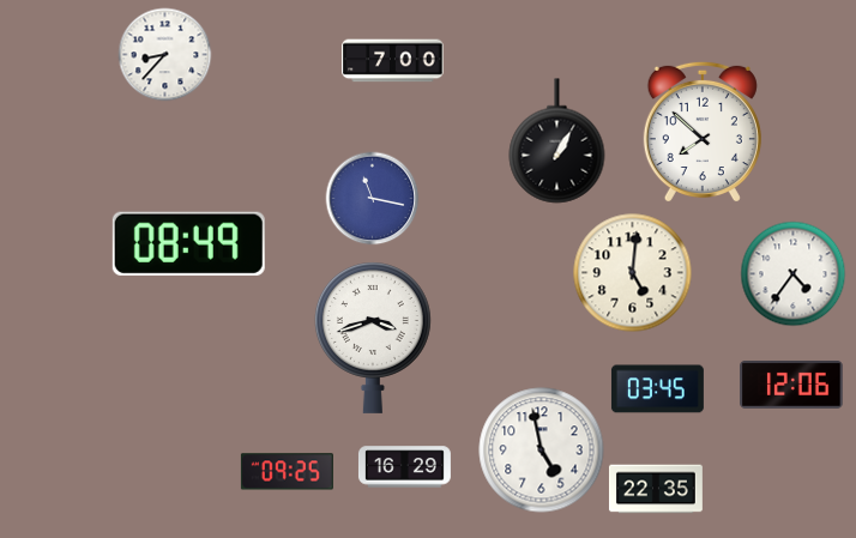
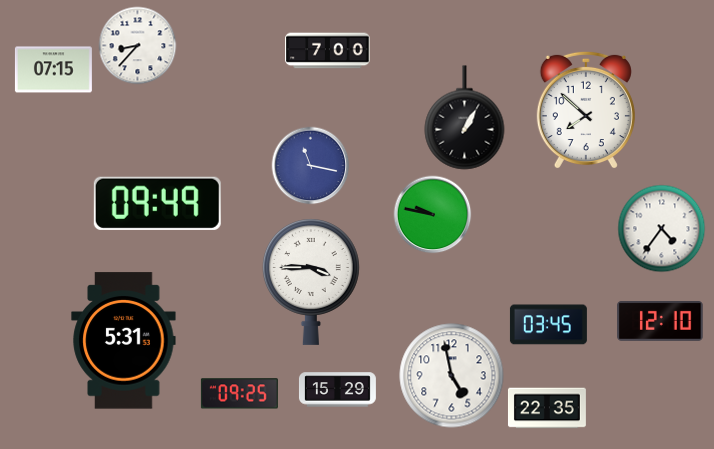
clock at (53, 70): none -> 07:15
clock at (188, 243): 08:49 -> 09:49
clock at (432, 214): none -> 9:47
clock at (633, 273): 5:01 -> none
clock at (373, 338): 3:42 -> 3:45
clock at (791, 385): 12:06 -> 12:10
clock at (124, 341): none -> 5:31
clock at (404, 467): 16:29 -> 15:29
